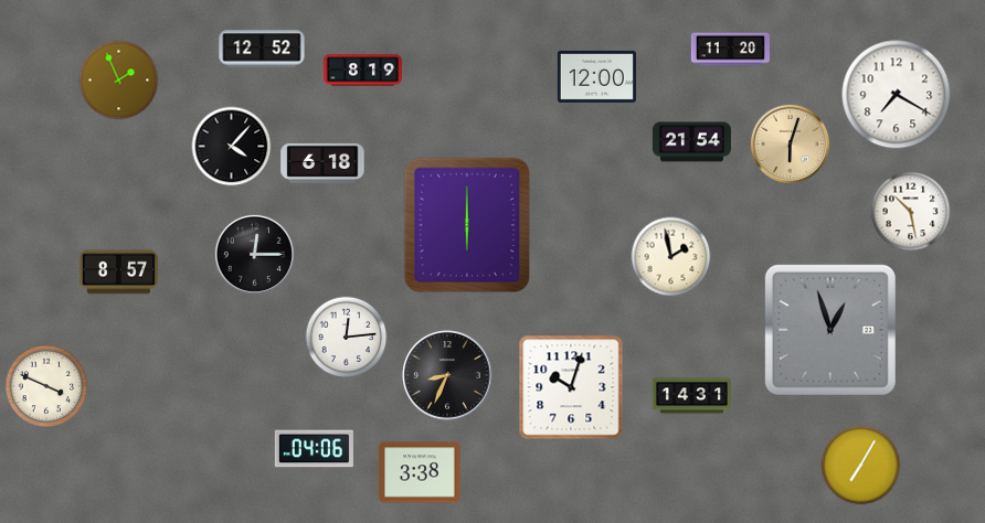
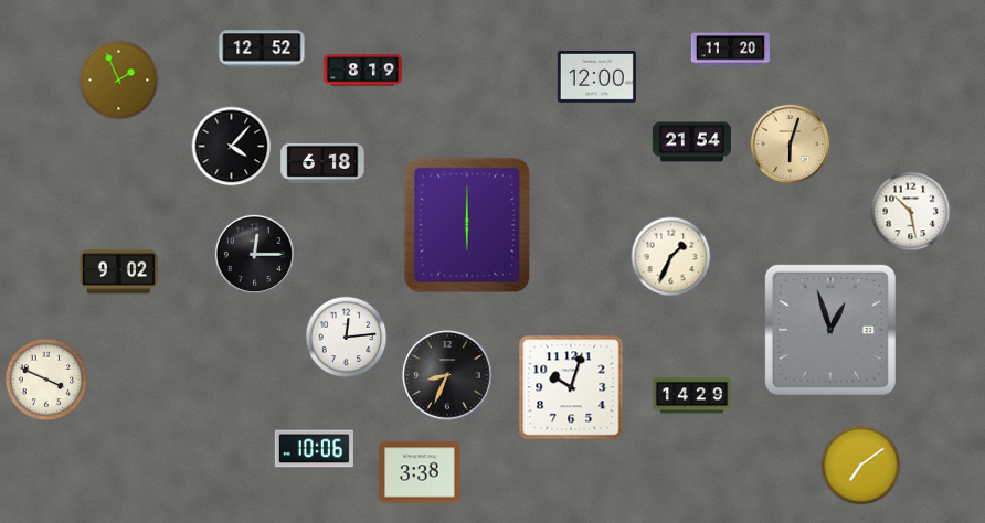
clock at (897, 95): 7:20 -> none
clock at (671, 257): 1:58 -> 1:34
clock at (118, 273): 8:57 -> 9:02
clock at (46, 386) position: (46, 386) -> (46, 380)
clock at (691, 396): 14:31 -> 14:29
clock at (314, 449): 04:06 -> 10:06
clock at (861, 466): 7:05 -> 7:09
